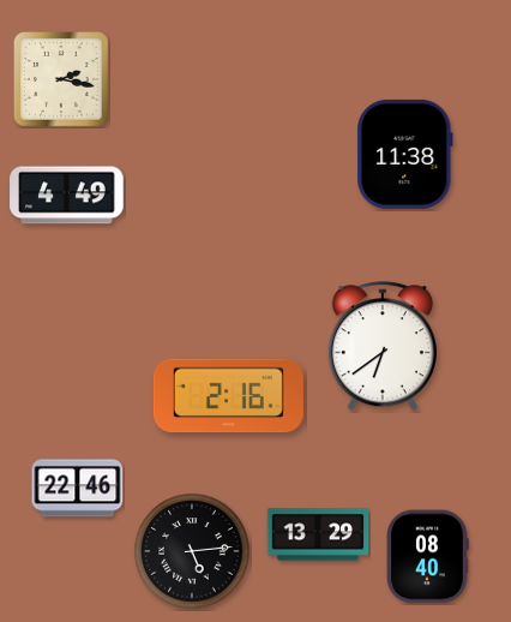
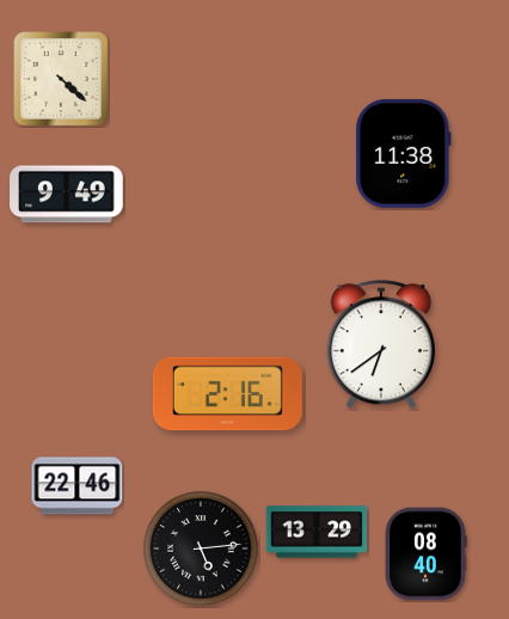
clock at (62, 80): 2:17 -> 4:22
clock at (67, 196): 4:49 -> 9:49
clock at (192, 551) position: (192, 551) -> (201, 548)
